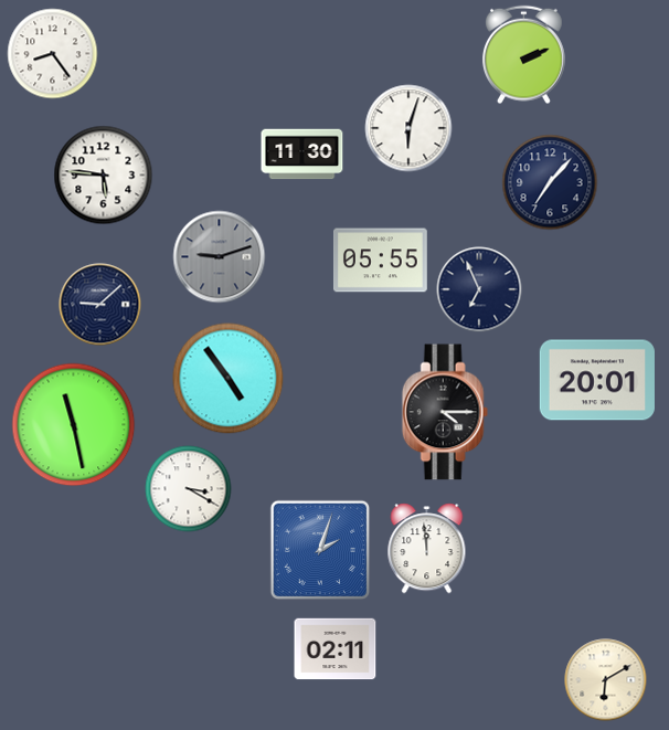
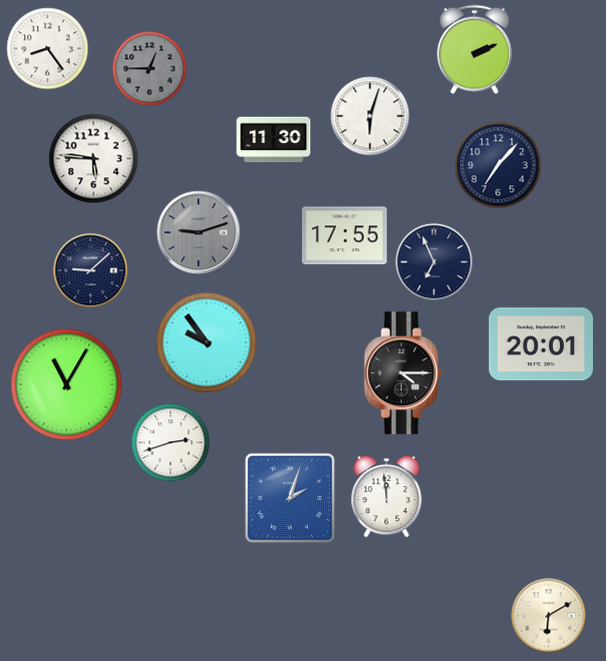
clock at (150, 69): none -> 12:45
clock at (380, 261): 05:55 -> 17:55
clock at (100, 305) position: (100, 305) -> (91, 271)
clock at (229, 379): 4:54 -> 9:54
clock at (74, 425): 11:28 -> 11:05
clock at (189, 489): 3:20 -> 2:42
clock at (336, 649): 02:11 -> none
